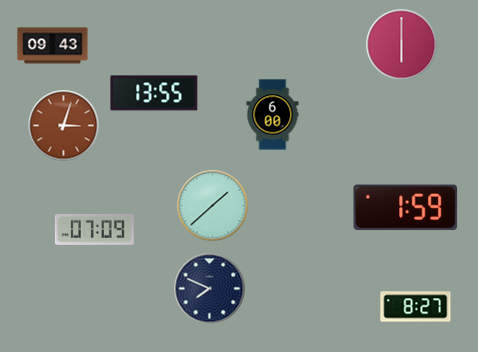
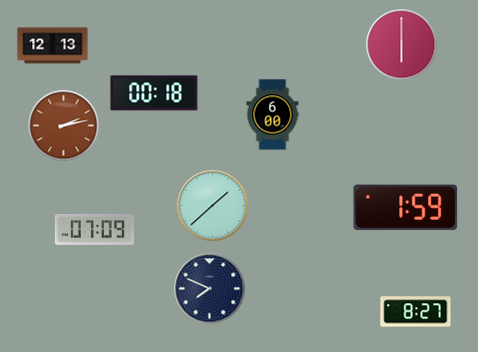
clock at (53, 46): 09:43 -> 12:13
clock at (154, 93): 13:55 -> 00:18
clock at (64, 126): 3:03 -> 2:13
clock at (416, 307) position: (416, 307) -> (416, 312)
